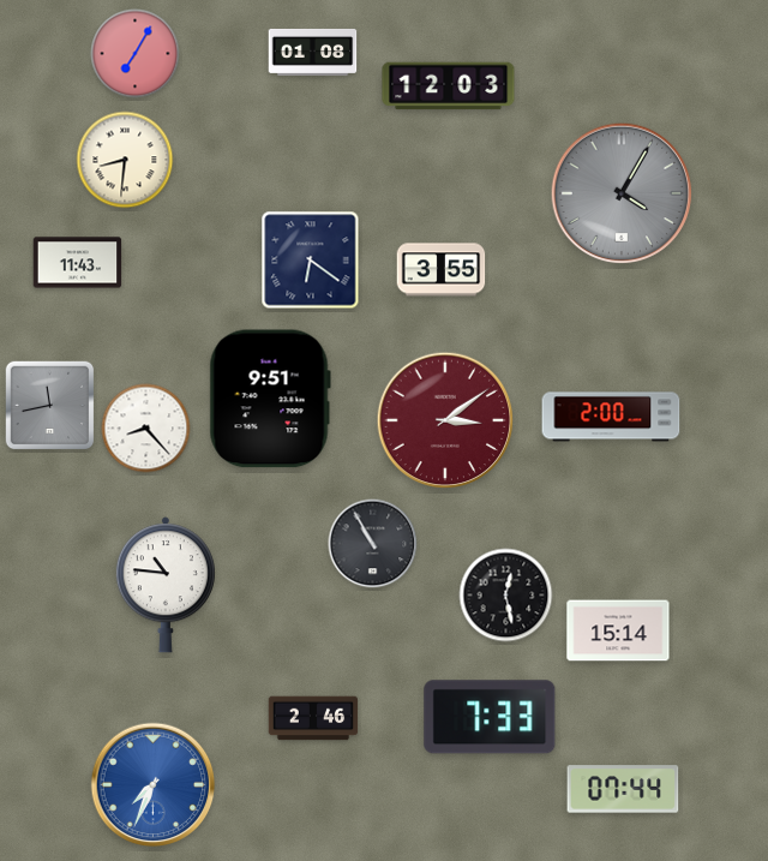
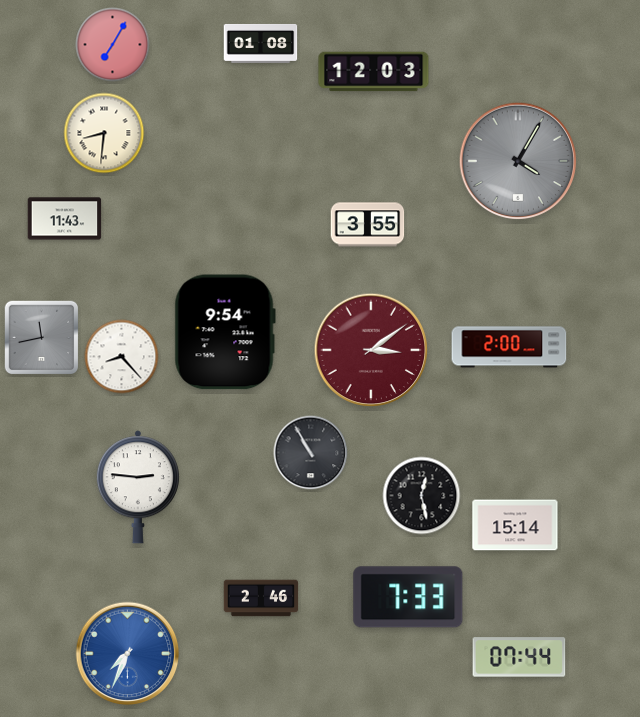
clock at (311, 261): 6:21 -> none
clock at (270, 399): 9:51 -> 9:54
clock at (166, 585): 10:46 -> 2:46
